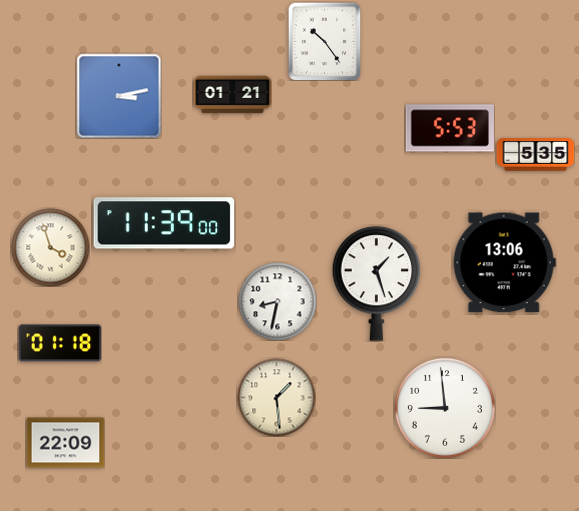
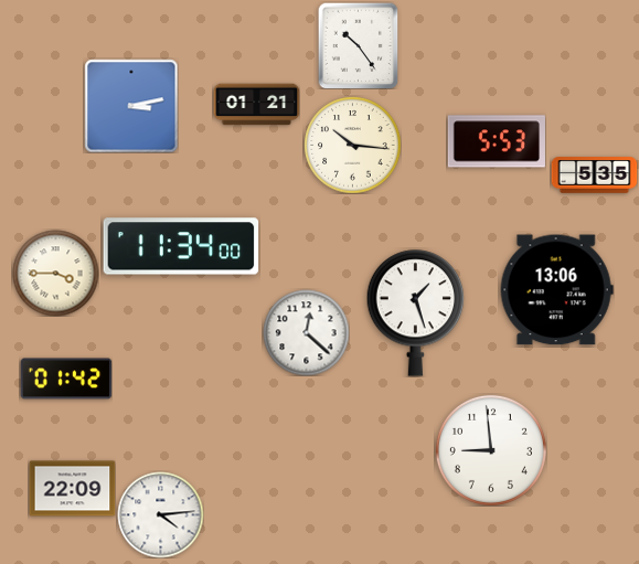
clock at (352, 145): none -> 10:16
clock at (535, 155) position: (535, 155) -> (594, 175)
clock at (164, 223): 11:39 -> 11:34
clock at (50, 247): 3:57 -> 3:45
clock at (277, 301): 8:32 -> 12:22
clock at (60, 343): 01:18 -> 01:42
clock at (276, 397): 1:29 -> none
clock at (160, 514): none -> 4:14
